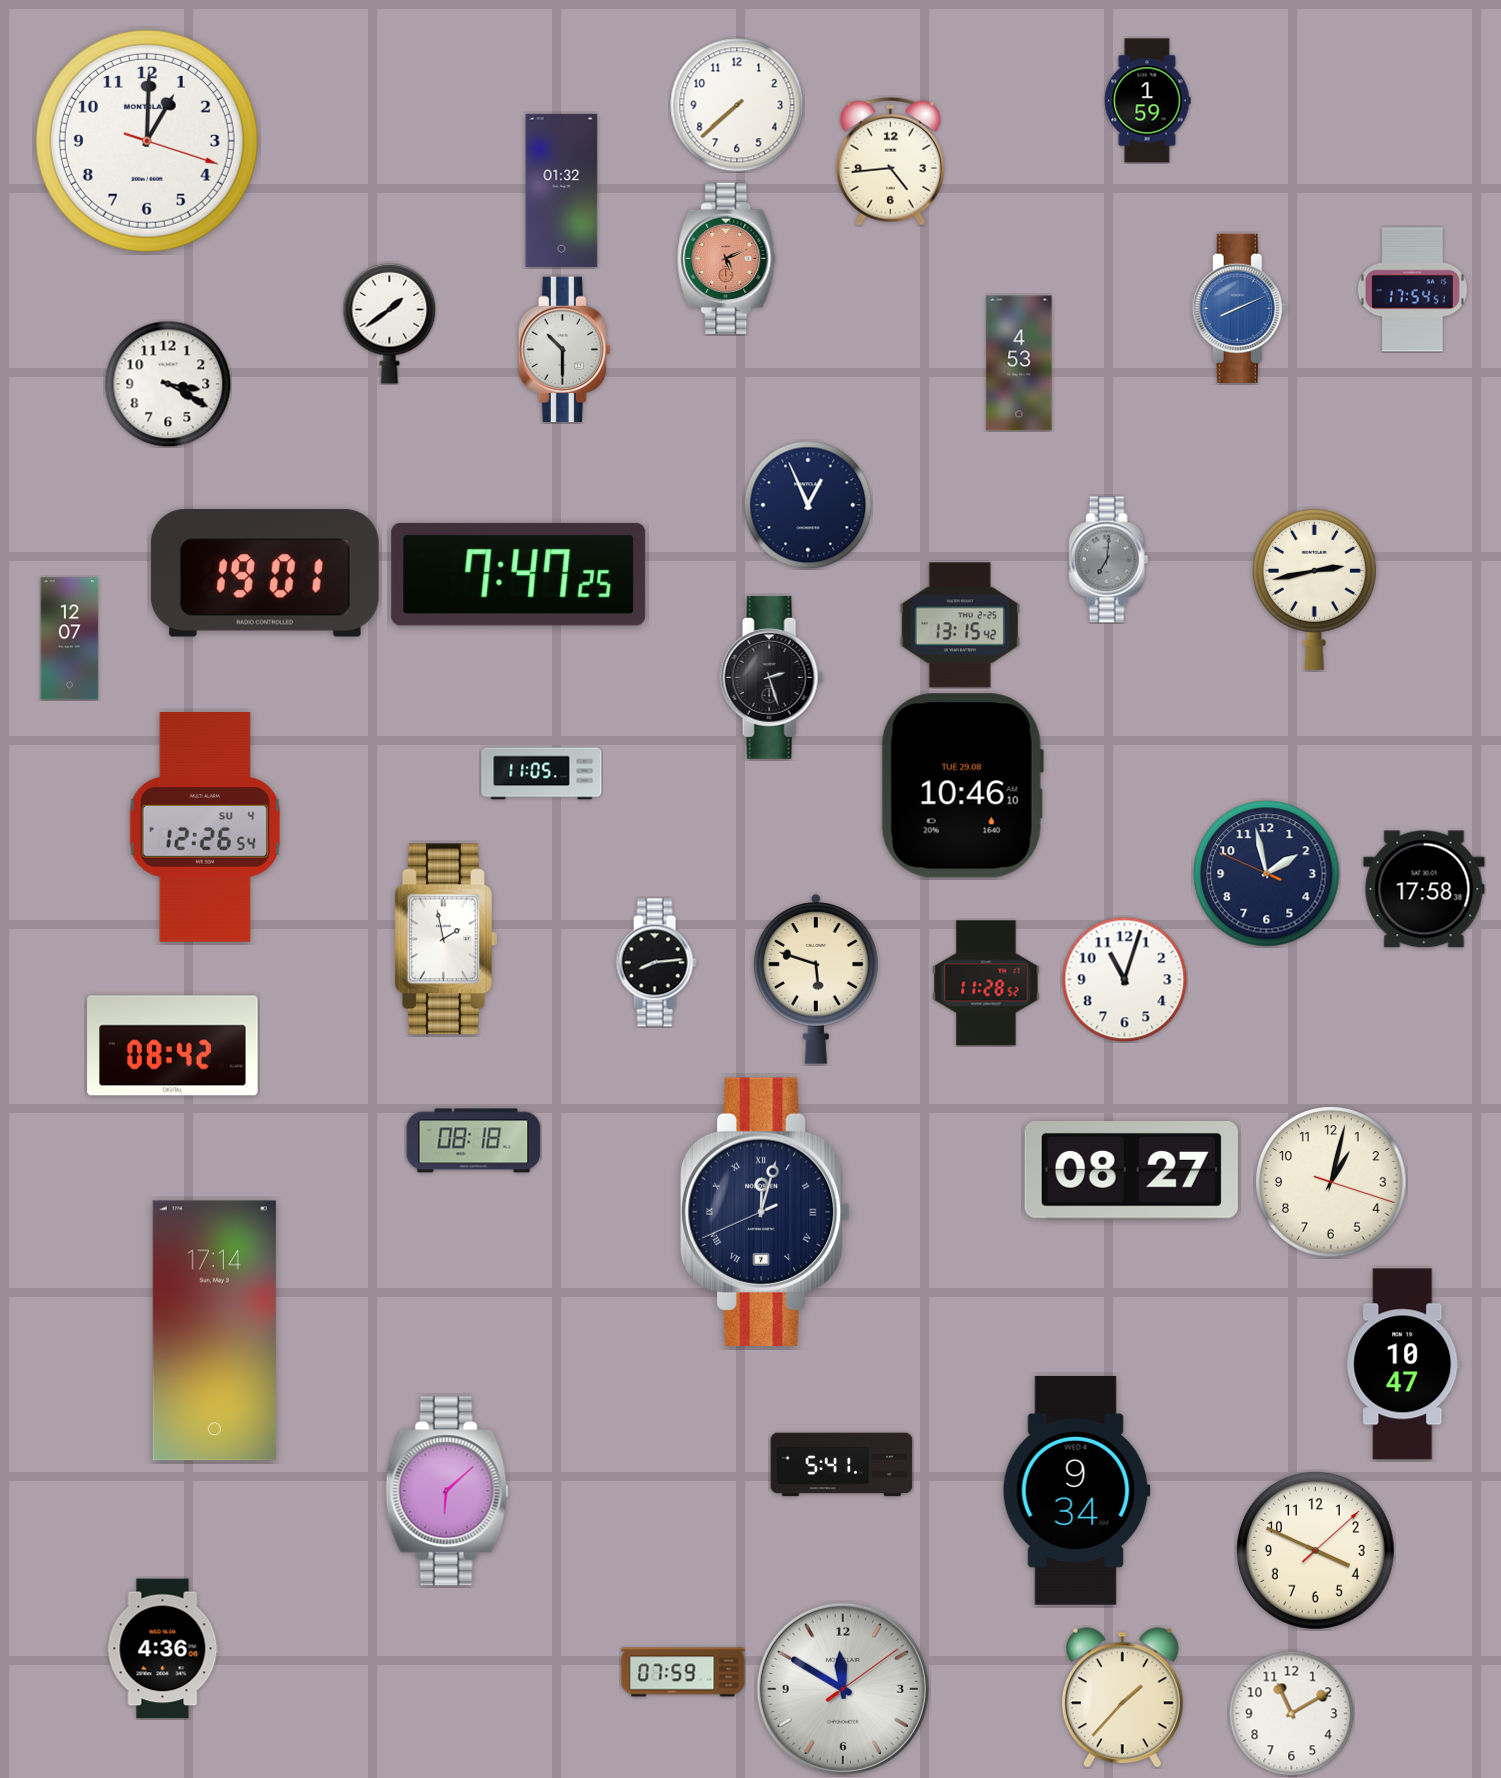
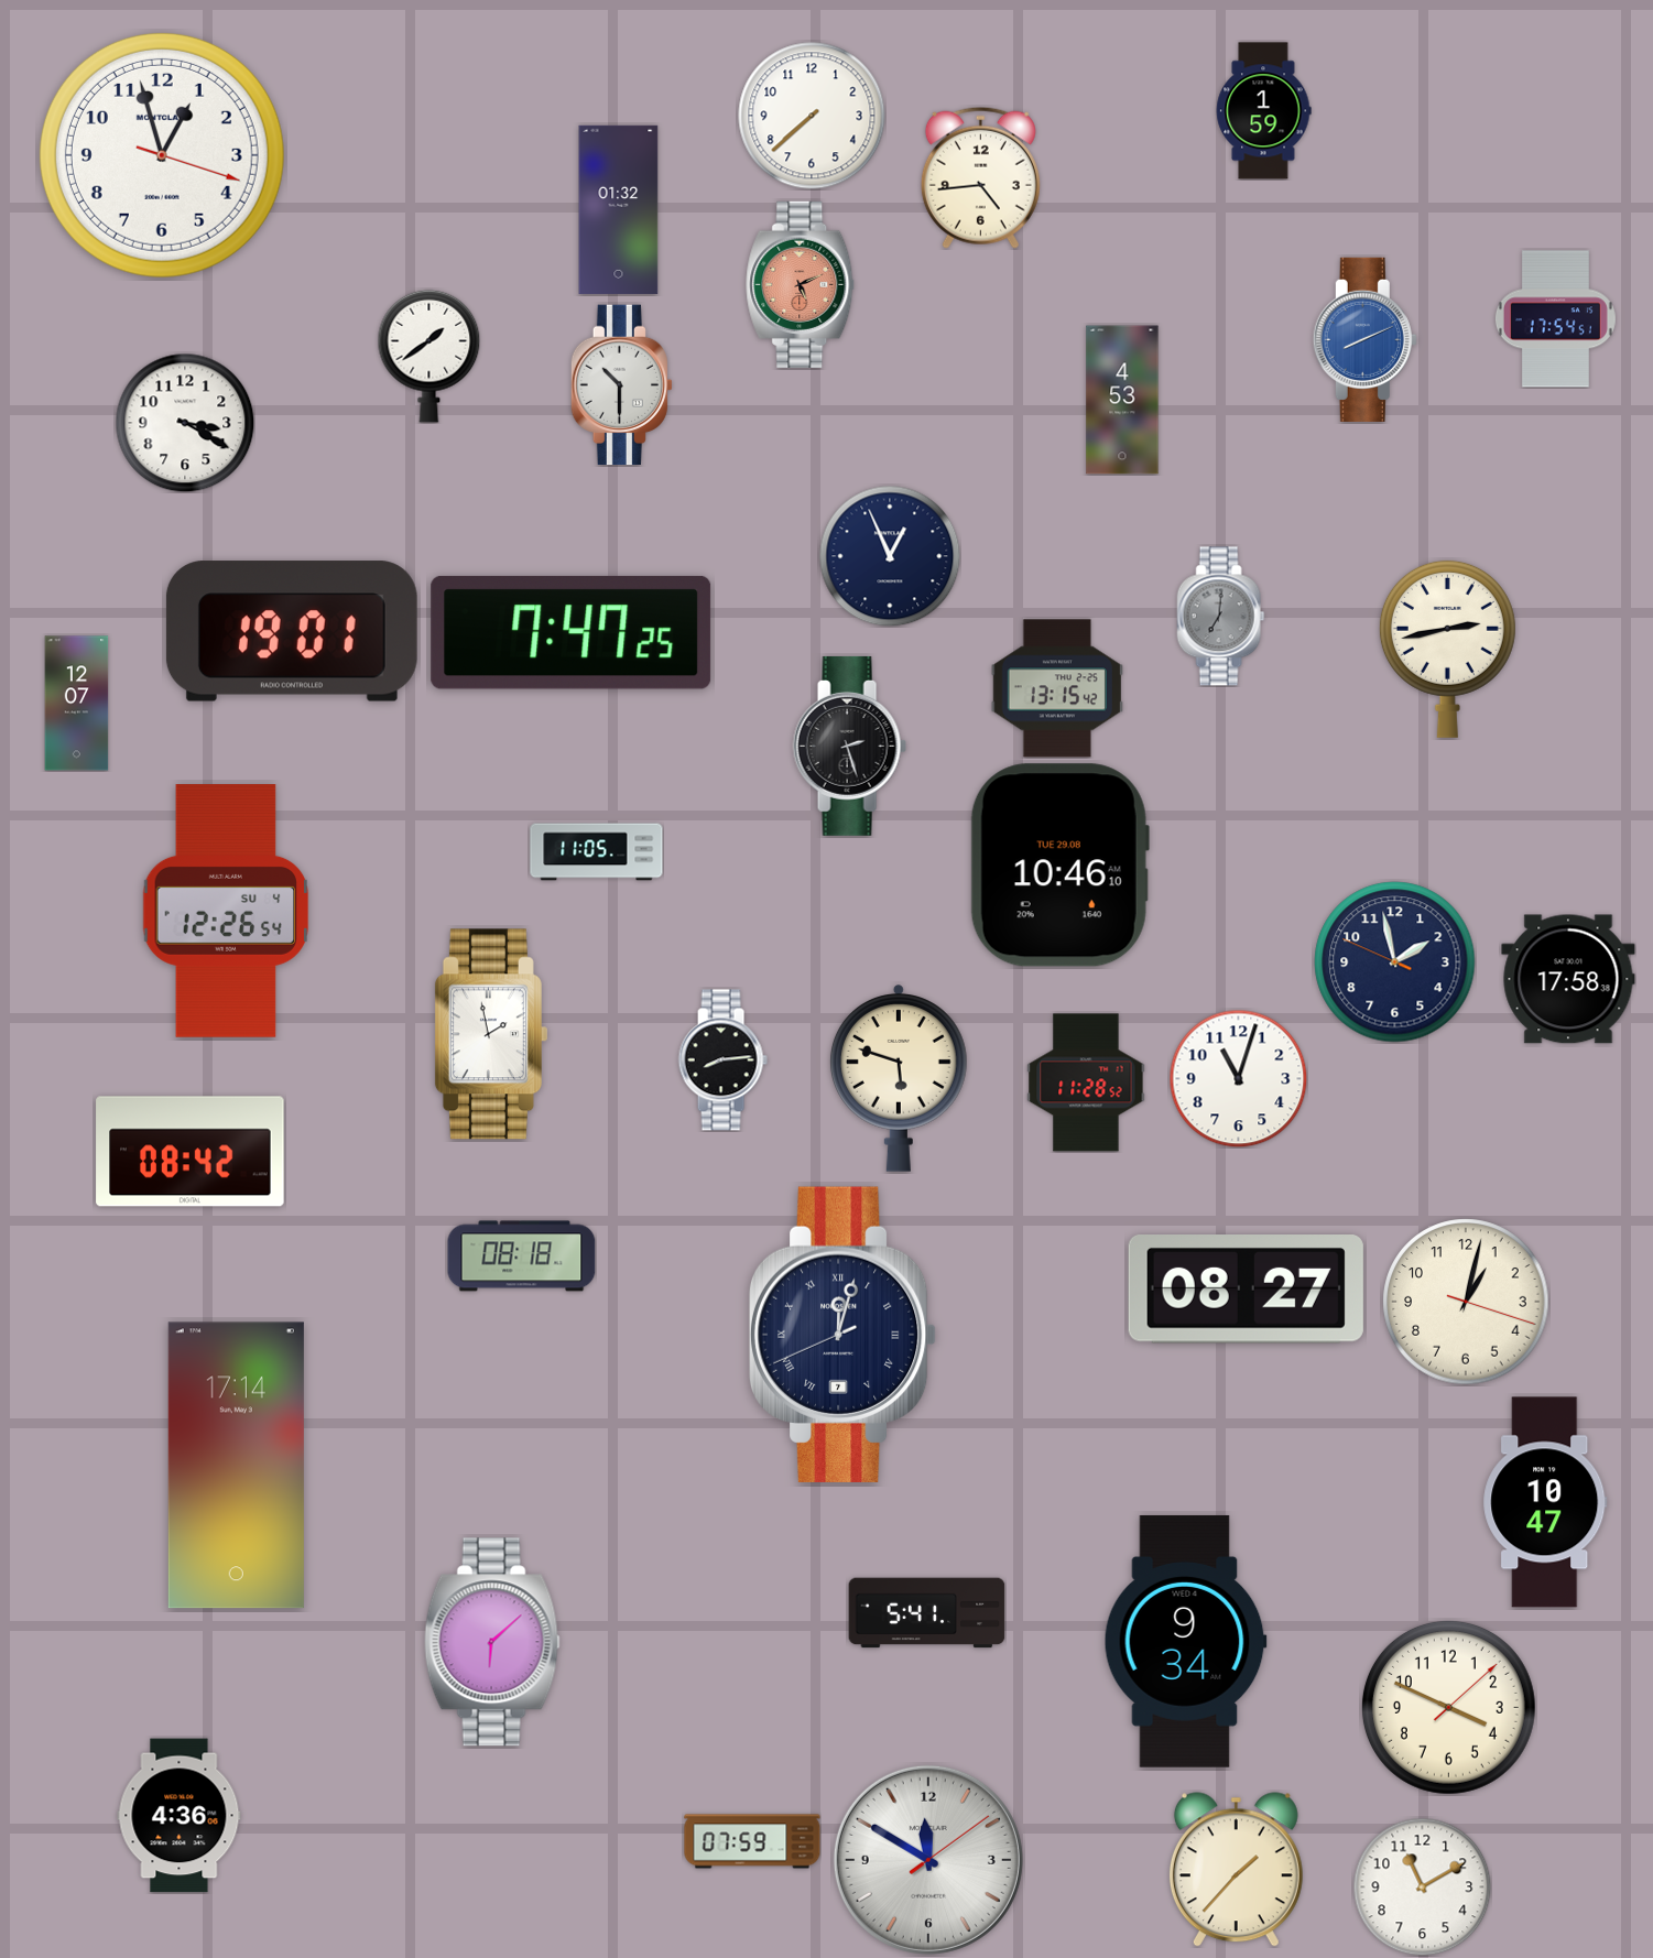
clock at (147, 141): 1:00 -> 12:57
